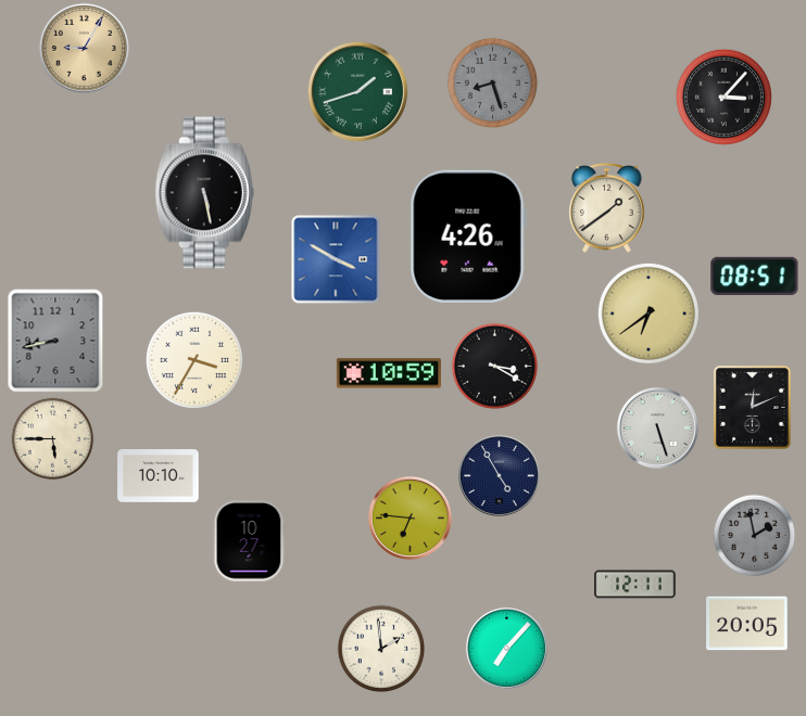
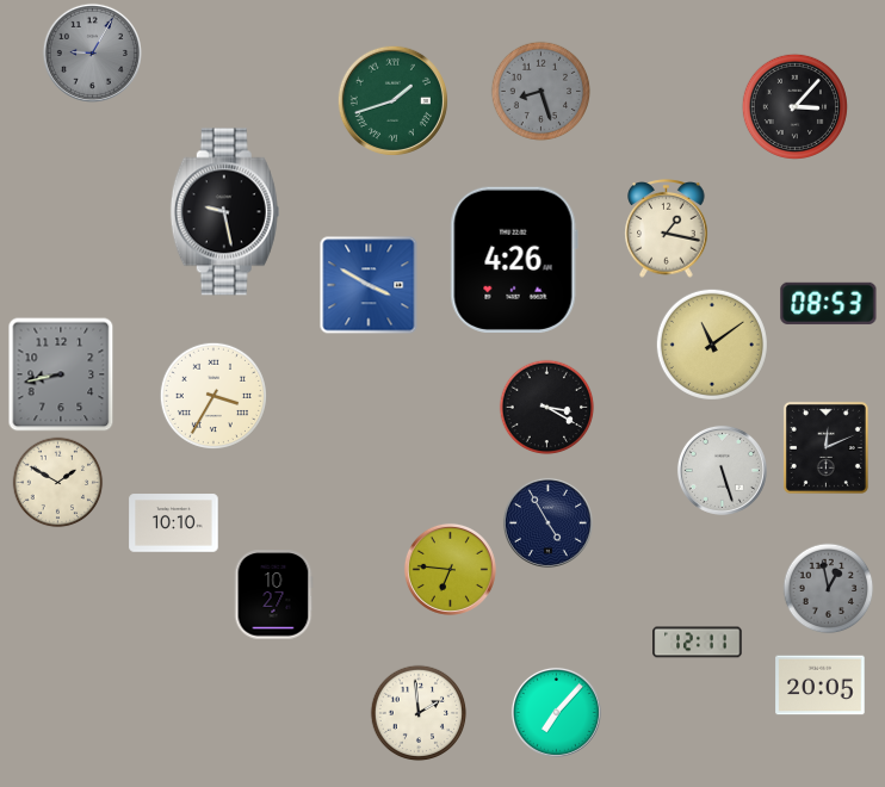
clock at (84, 48) dial: champagne -> grey
clock at (204, 193): 5:28 -> 9:28
clock at (607, 208): 1:39 -> 1:17
clock at (755, 276): 08:51 -> 08:53
clock at (648, 314): 6:39 -> 11:09
clock at (495, 367) position: (495, 367) -> (547, 408)
clock at (389, 373): 10:59 -> none
clock at (53, 439): 5:45 -> 1:50
clock at (755, 536): 1:58 -> 12:58
